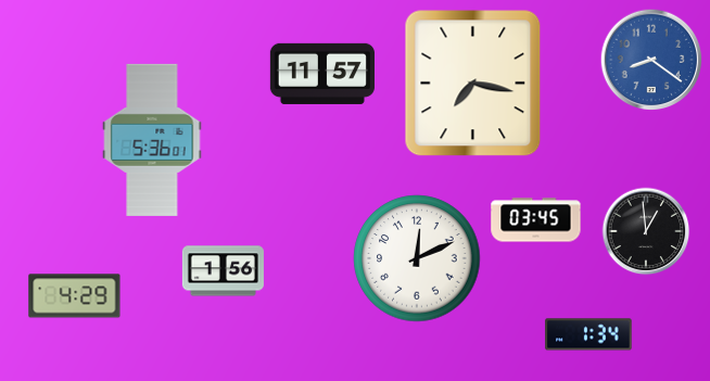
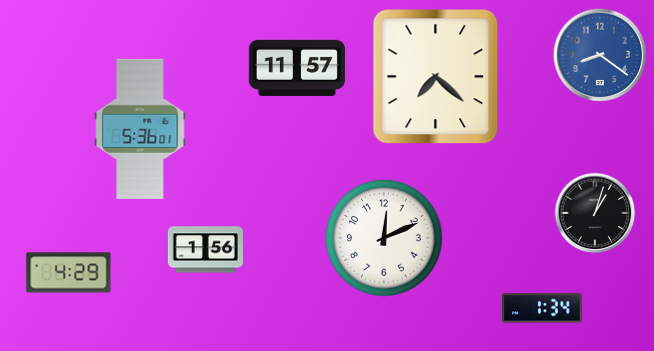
clock at (473, 84): 7:17 -> 7:22
clock at (536, 220): 03:45 -> none
clock at (646, 231): 12:59 -> 1:03
